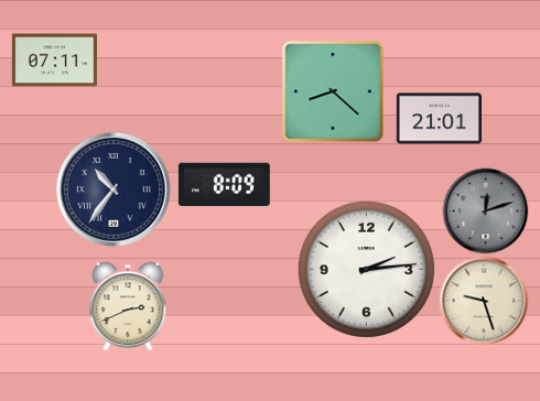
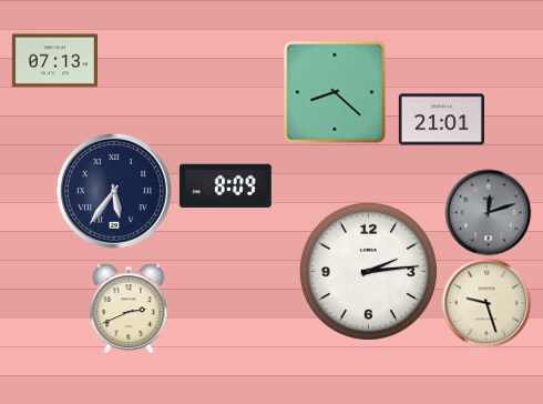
clock at (54, 61): 07:11 -> 07:13
clock at (114, 189): 10:36 -> 5:36
